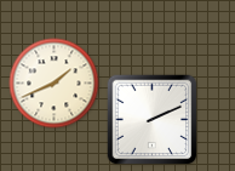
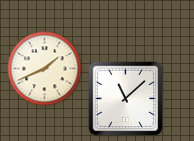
clock at (153, 120): 2:11 -> 11:08
